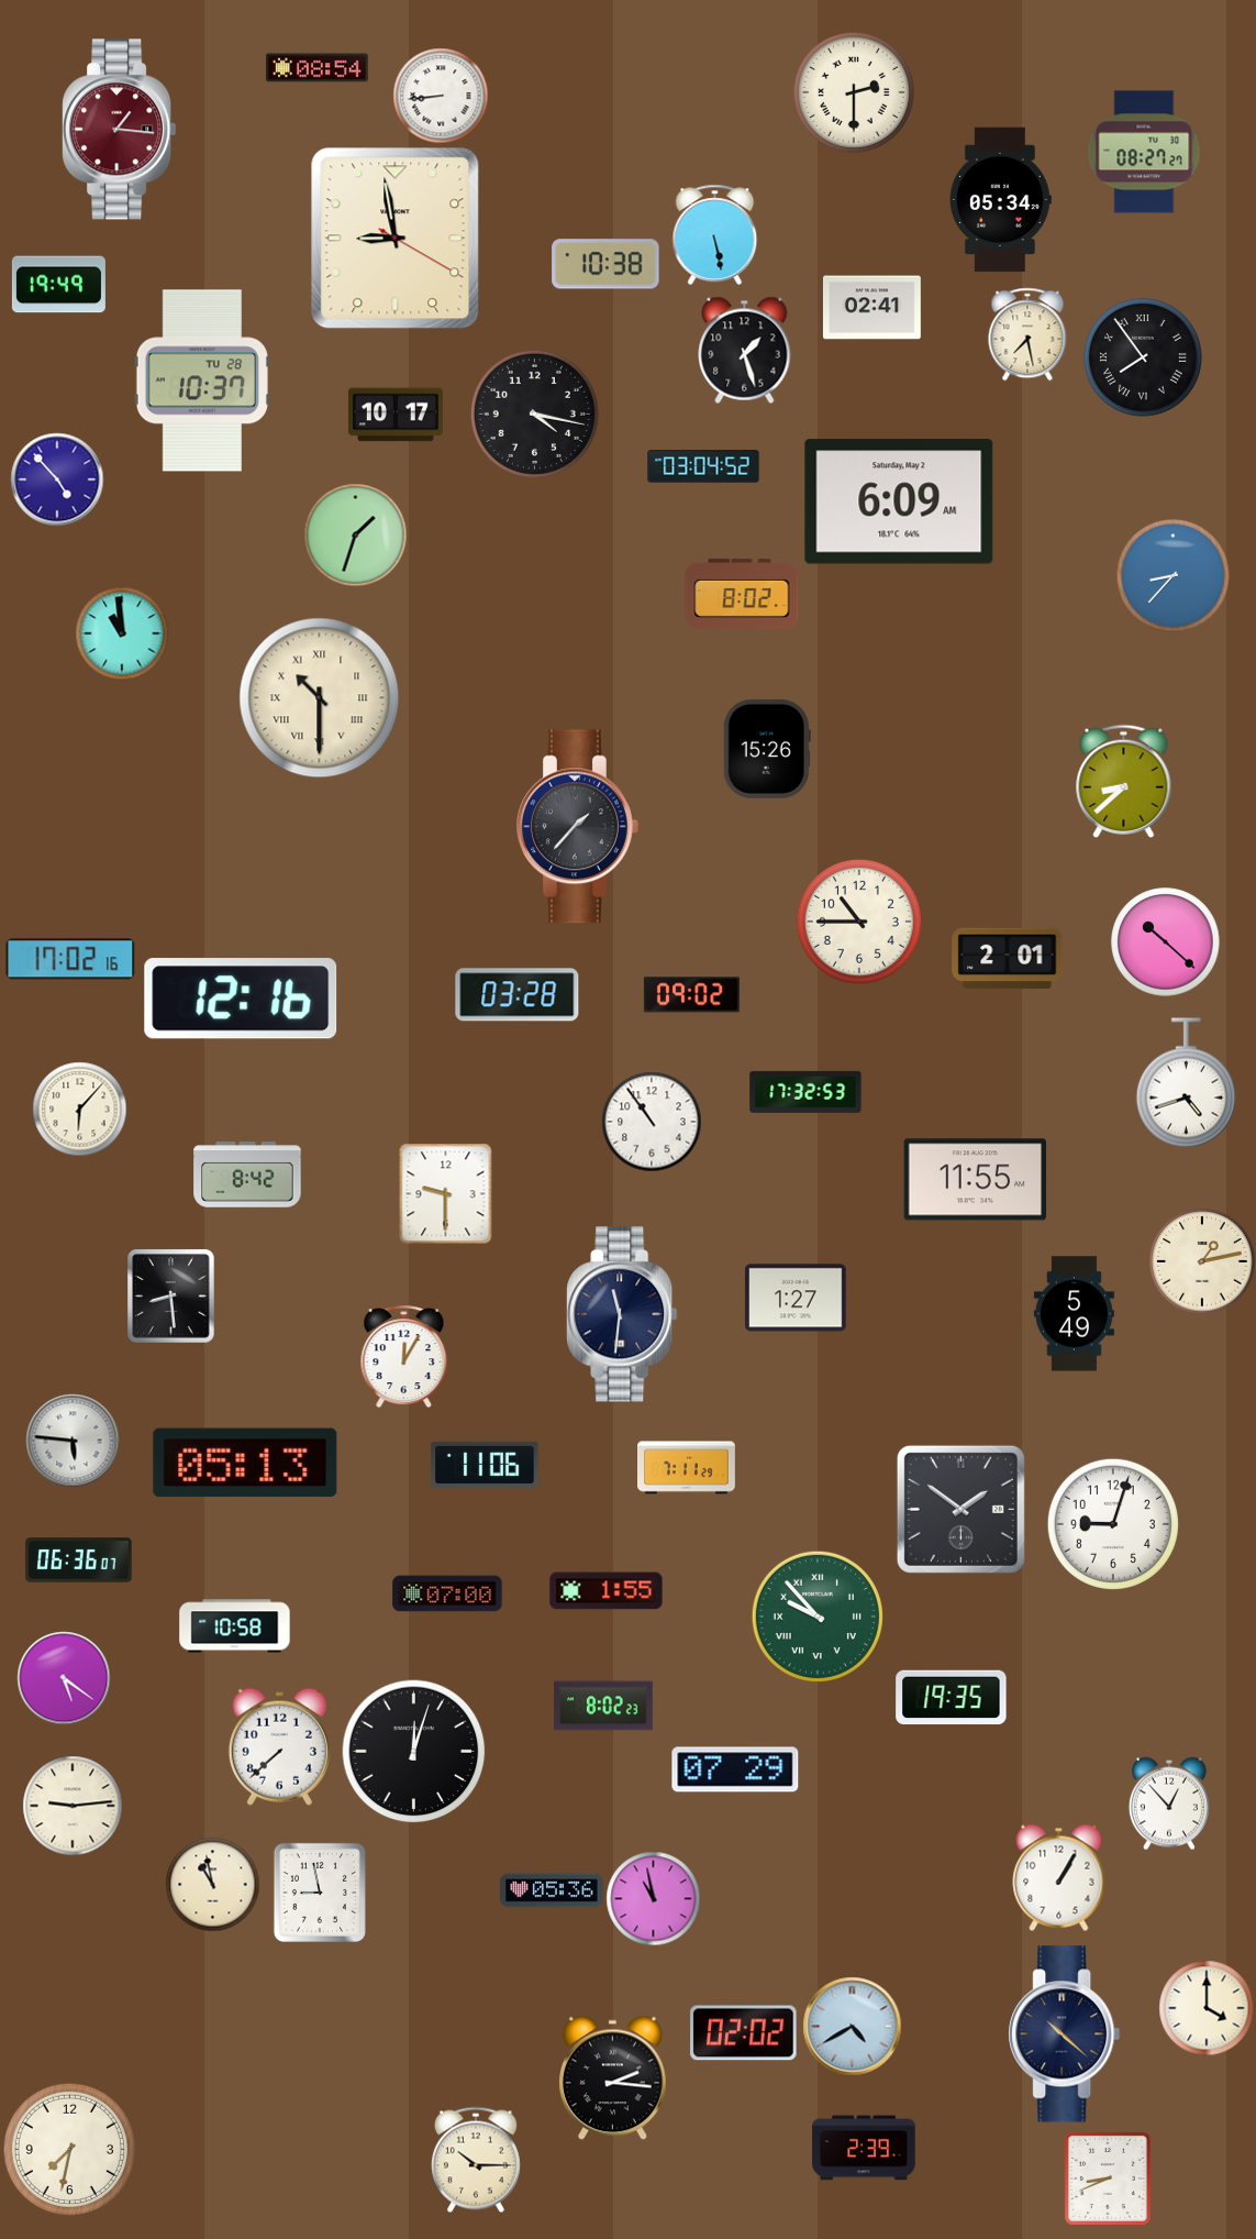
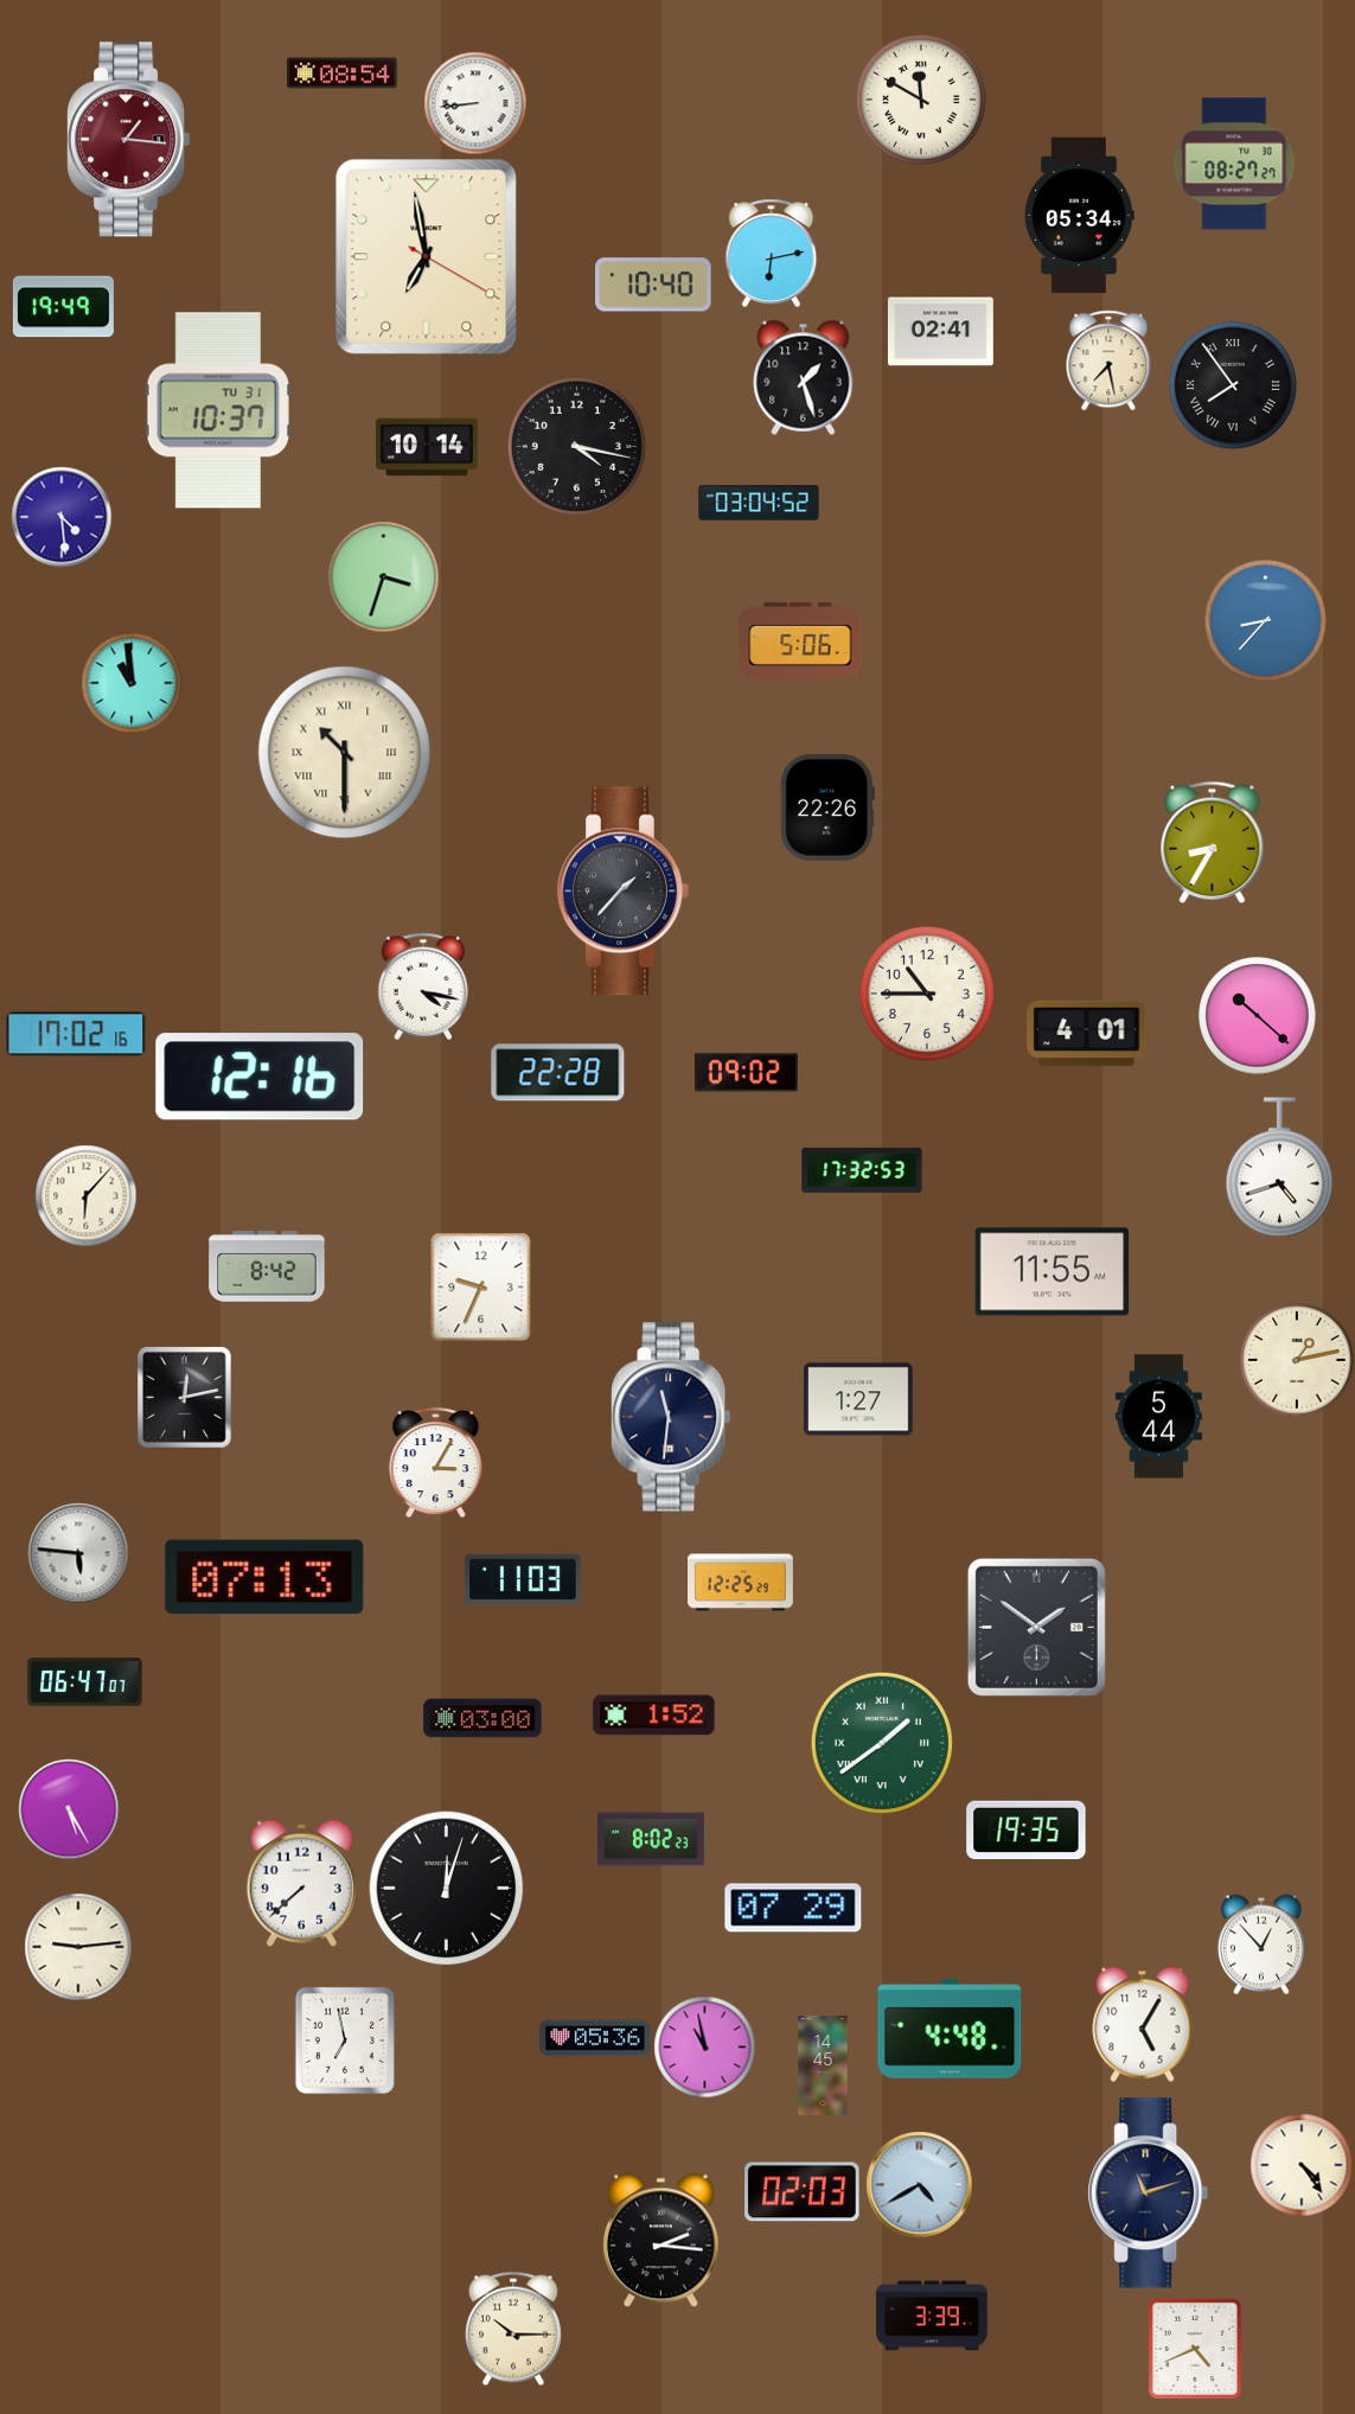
clock at (854, 92): 2:30 -> 11:50
clock at (715, 234): 5:28 -> 6:13
clock at (396, 239): 8:58 -> 6:58
clock at (605, 264): 10:38 -> 10:40
clock at (202, 380) date: TU 28 -> TU 31
clock at (396, 415): 10:17 -> 10:14
clock at (57, 479): 4:53 -> 4:29
clock at (899, 501): 6:09 -> none
clock at (355, 534): 1:33 -> 3:33
clock at (742, 594): 8:02 -> 5:06
clock at (767, 749): 15:26 -> 22:26
clock at (1124, 781): 8:38 -> 8:35
clock at (423, 986): none -> 4:17
clock at (1008, 959): 2:01 -> 4:01
clock at (518, 995): 03:28 -> 22:28
clock at (805, 1092) position: (805, 1092) -> (862, 1170)
clock at (652, 1122): 10:54 -> none
clock at (446, 1193): 9:30 -> 9:34
clock at (171, 1295): 8:29 -> 12:13
clock at (1074, 1314): 5:49 -> 5:44
clock at (404, 1356): 12:05 -> 3:05
clock at (245, 1463): 05:13 -> 07:13
clock at (485, 1465): 11:06 -> 11:03
clock at (687, 1468): 7:11 -> 12:25
clock at (1113, 1524): 9:03 -> none
clock at (79, 1560): 06:36 -> 06:47
clock at (607, 1591): 1:55 -> 1:52
clock at (447, 1593): 07:00 -> 03:00
clock at (818, 1617): 9:53 -> 1:39
clock at (235, 1626): 10:58 -> none
clock at (64, 1678): 5:21 -> 5:25
clock at (1059, 1877): 1:05 -> 5:05
clock at (950, 2030): none -> 4:48
clock at (212, 1884): 10:58 -> none
clock at (320, 1893): 8:58 -> 6:58
clock at (823, 2065): none -> 14:45
clock at (1207, 2008): 4:00 -> 4:24
clock at (744, 2033): 02:02 -> 02:03
clock at (1065, 2034): 10:22 -> 11:12
clock at (864, 2148): 2:39 -> 3:39
clock at (69, 2149): 7:32 -> none
clock at (1108, 2179): 8:41 -> 4:41
